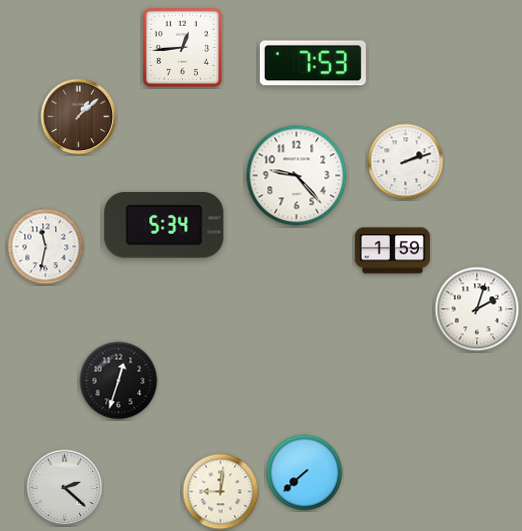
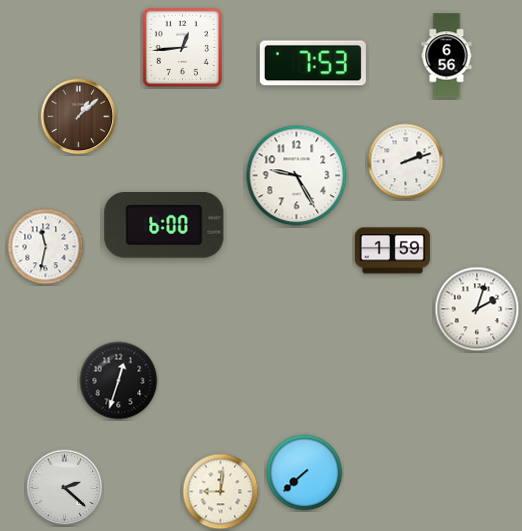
clock at (447, 56): none -> 6:56
clock at (297, 176): 9:23 -> 9:25
clock at (164, 225): 5:34 -> 6:00
